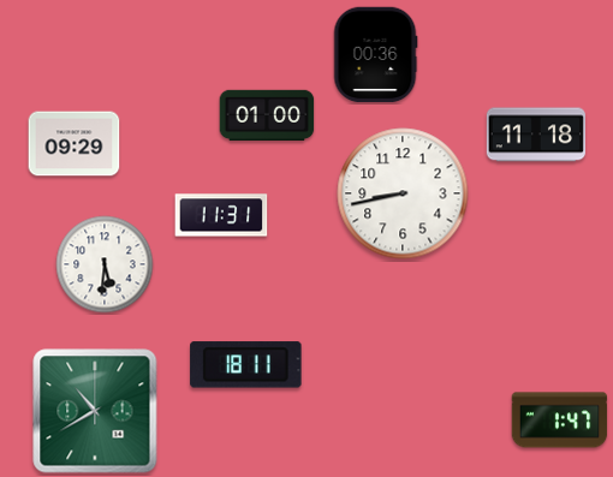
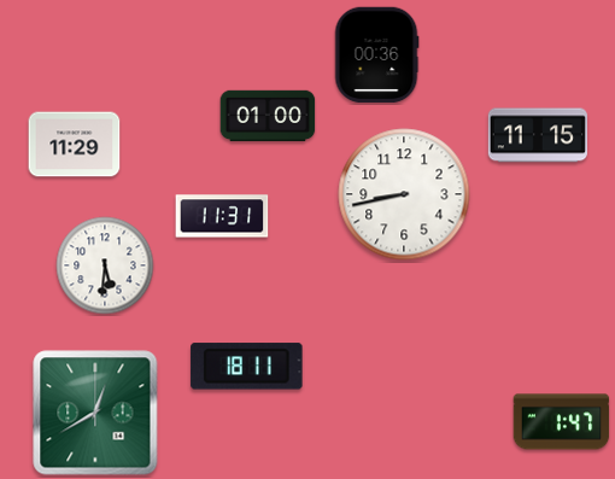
clock at (536, 135): 11:18 -> 11:15
clock at (75, 144): 09:29 -> 11:29
clock at (95, 411): 10:40 -> 12:40
